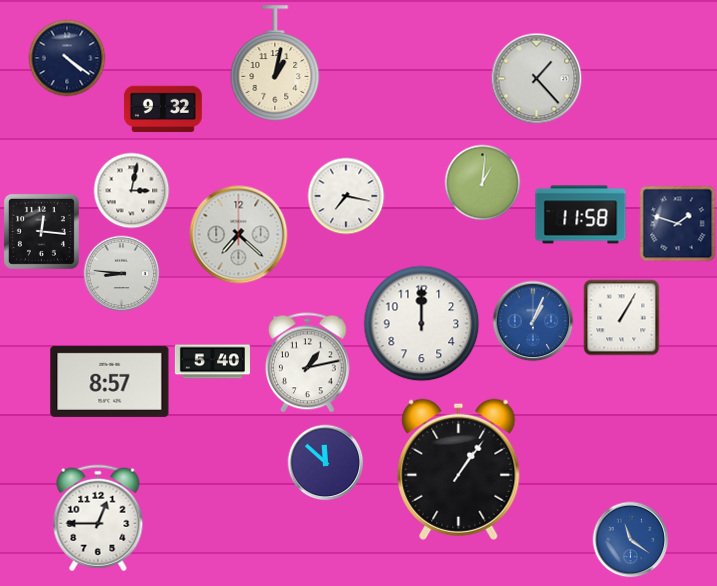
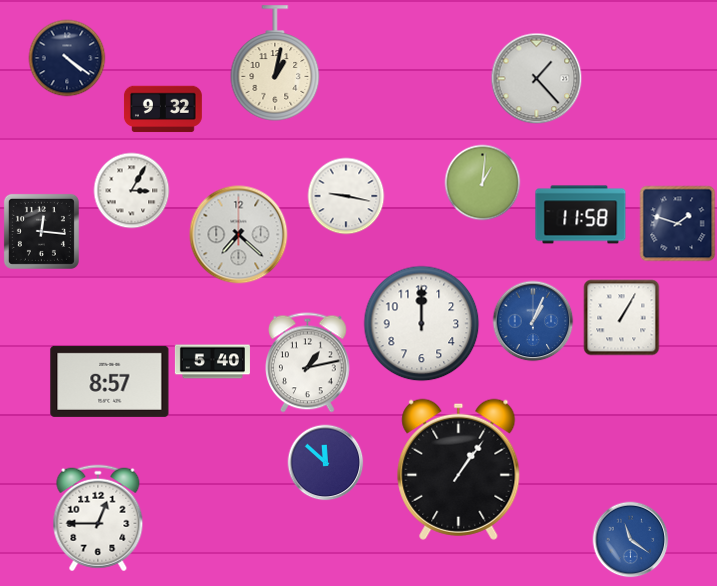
clock at (132, 191): 3:02 -> 3:05
clock at (346, 196): 7:17 -> 9:17
clock at (122, 274): 8:46 -> none
